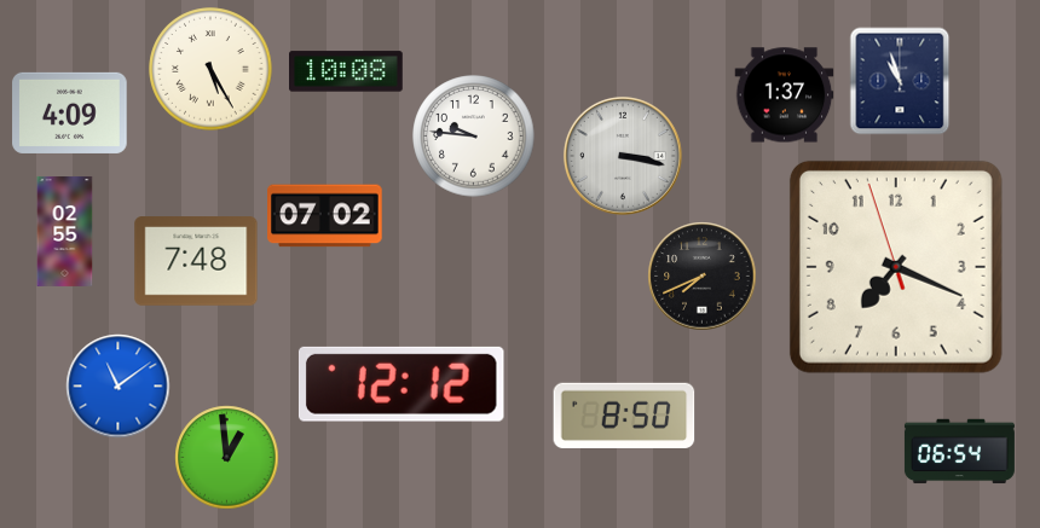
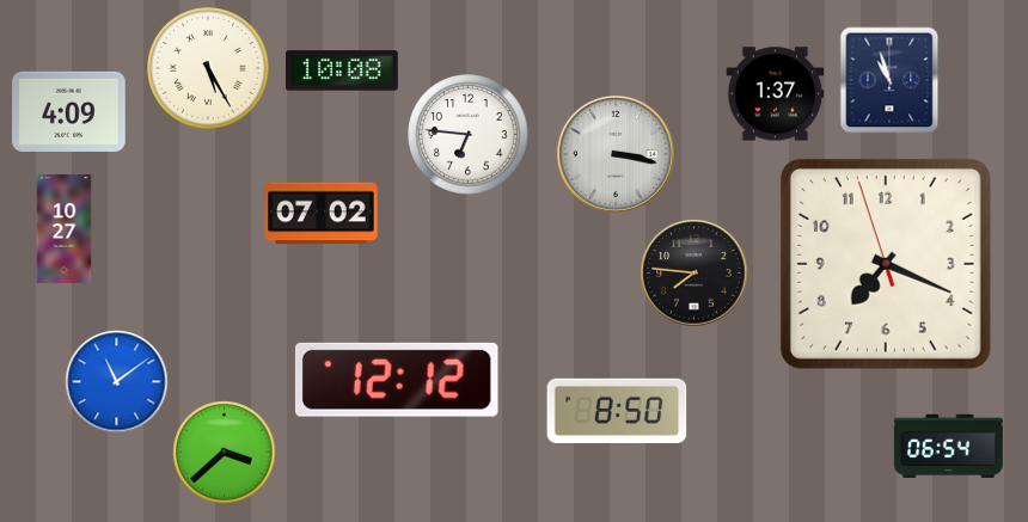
clock at (474, 137): 9:46 -> 6:46
clock at (65, 231): 02:55 -> 10:27
clock at (196, 261): 7:48 -> none
clock at (703, 277): 7:41 -> 7:46
clock at (227, 458): 12:59 -> 3:38
